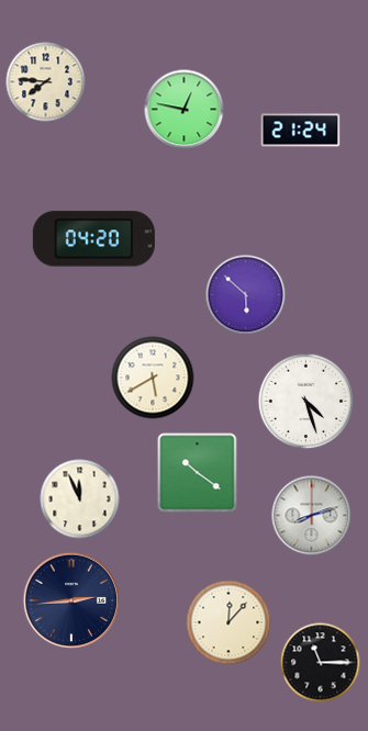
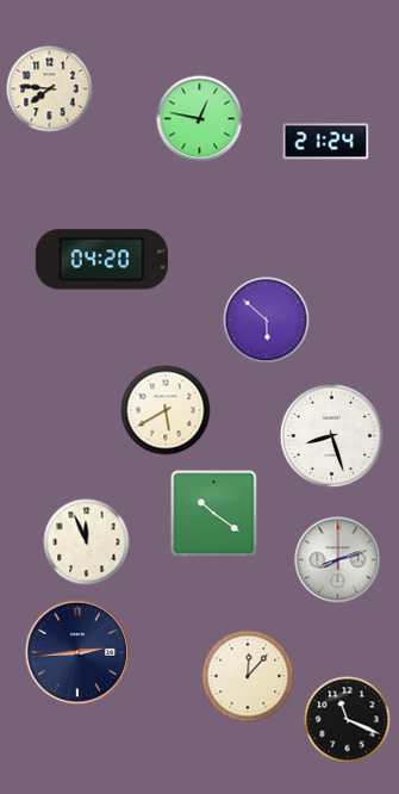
clock at (306, 402): 4:27 -> 8:27
clock at (321, 663): 11:15 -> 11:19
